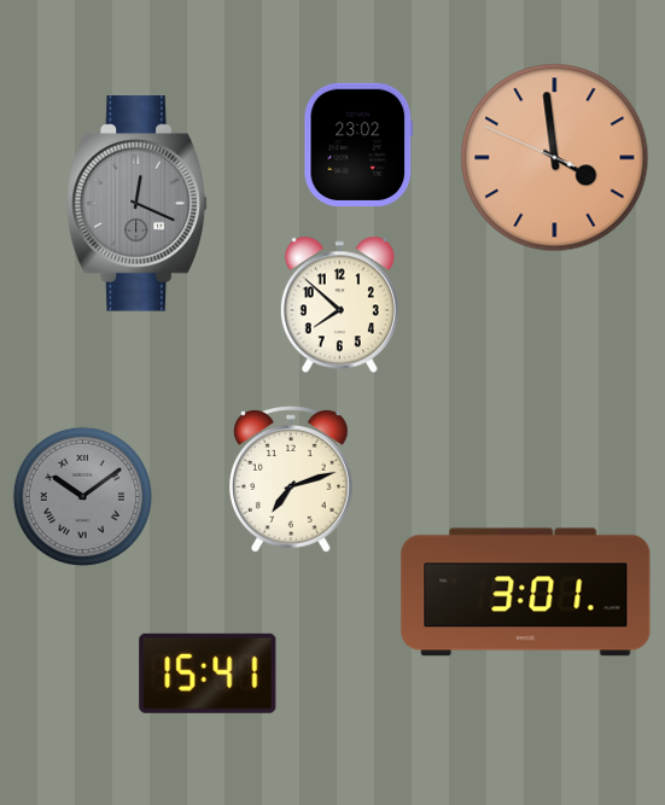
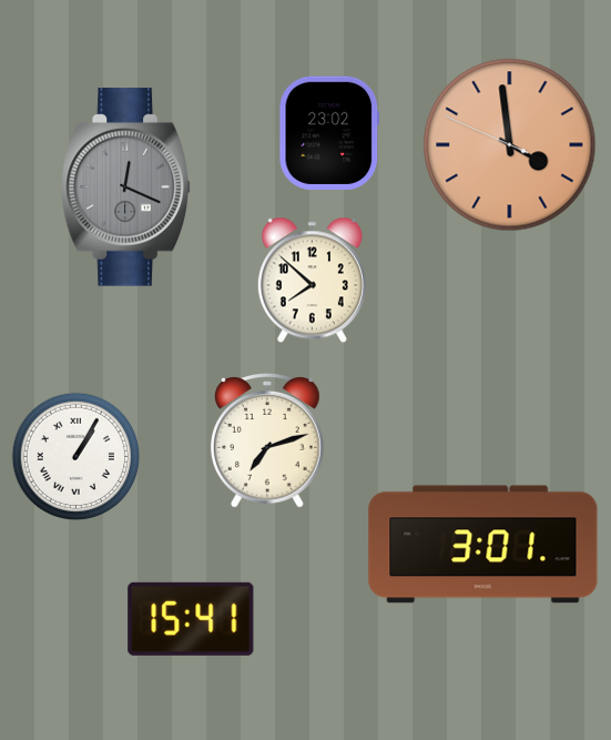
clock at (82, 496): 10:09 -> 1:05
clock at (82, 496) dial: grey -> white
